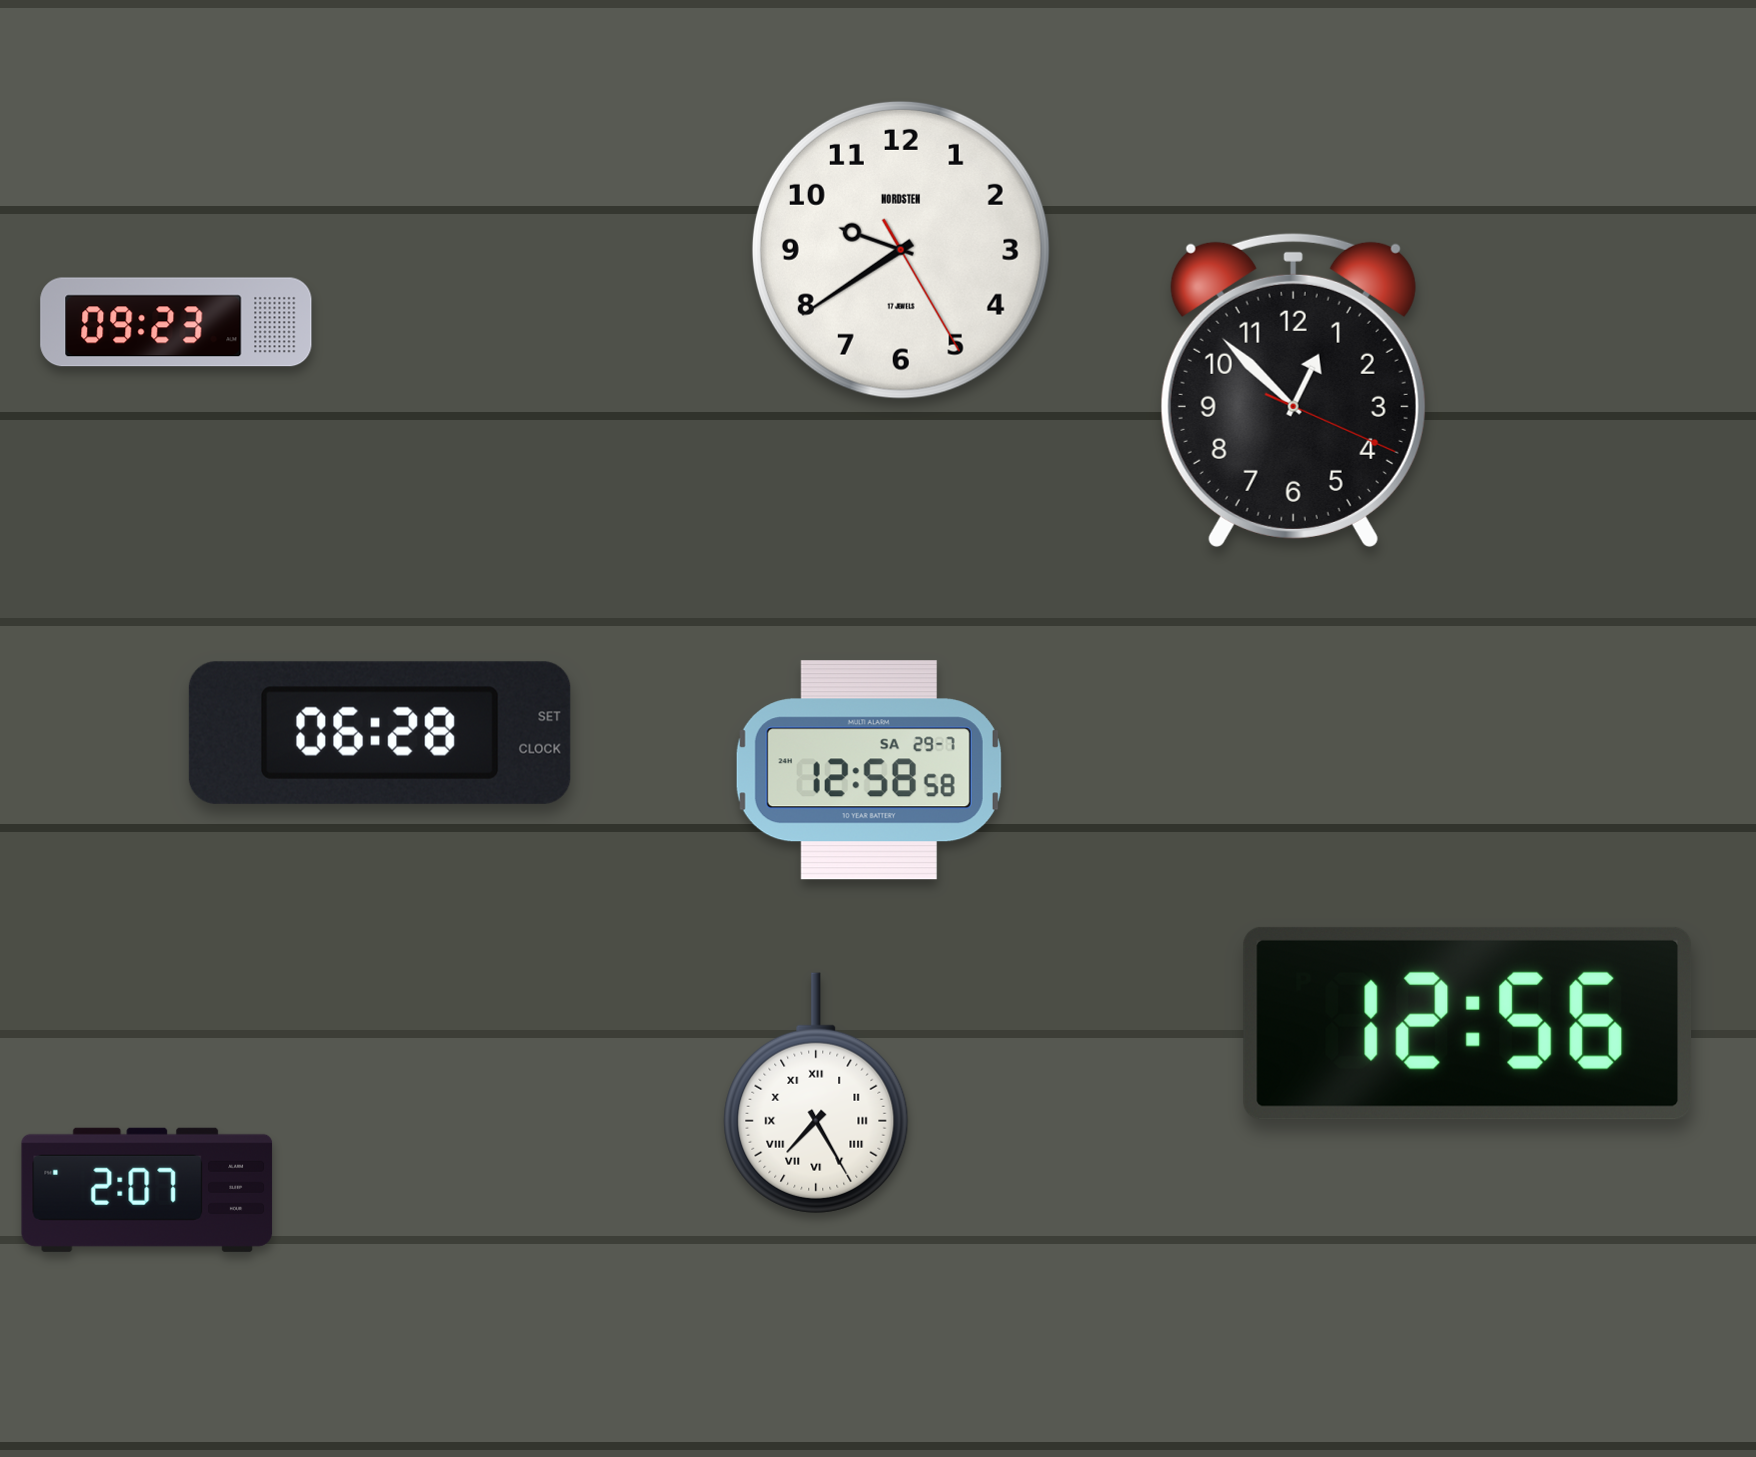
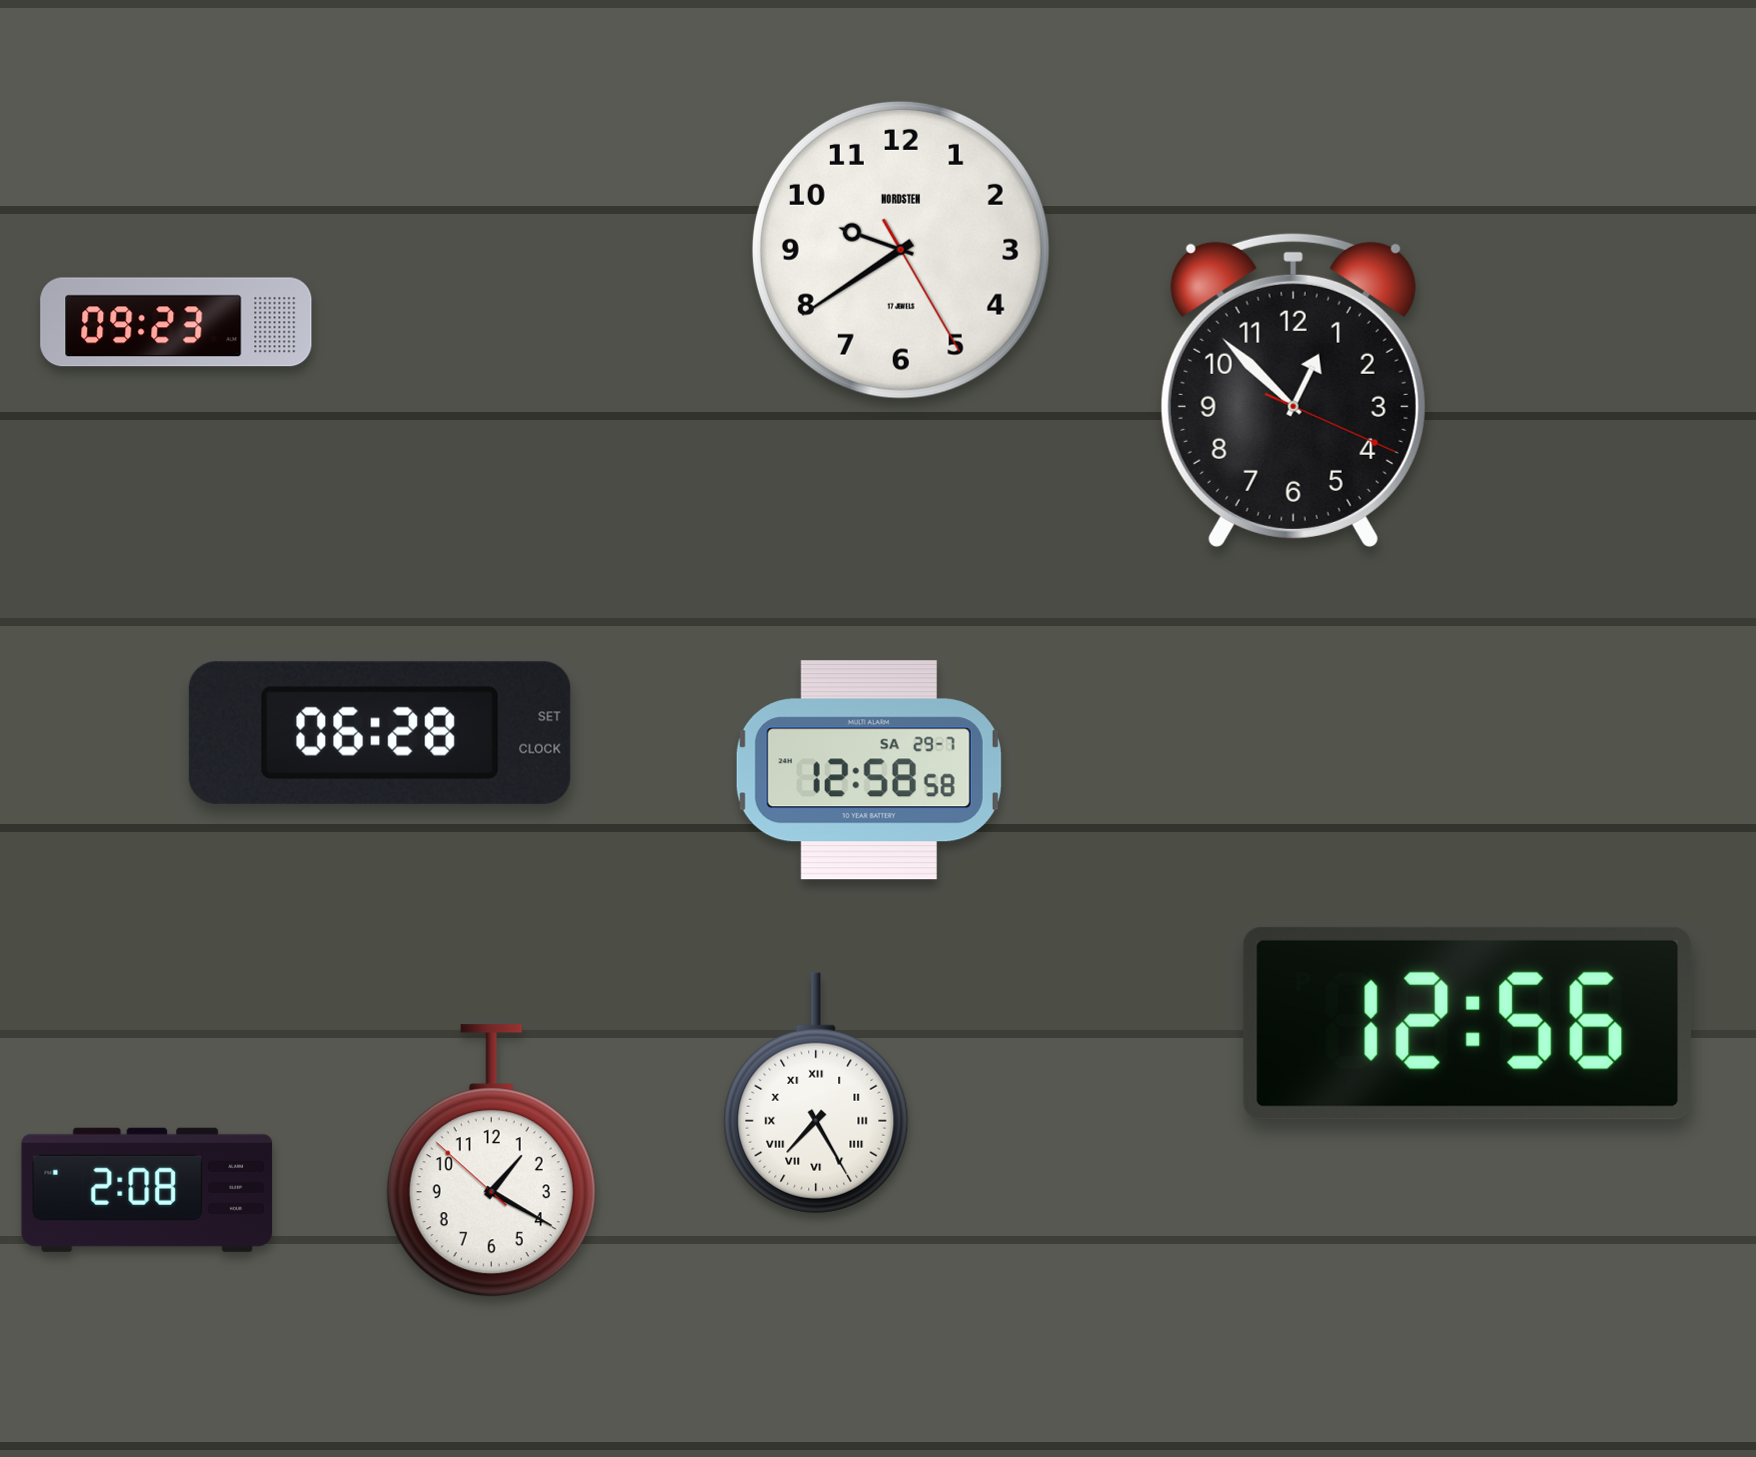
clock at (491, 1161): none -> 1:19
clock at (147, 1190): 2:07 -> 2:08
